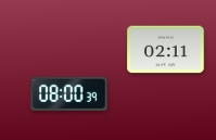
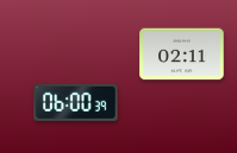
clock at (69, 93): 08:00 -> 06:00
